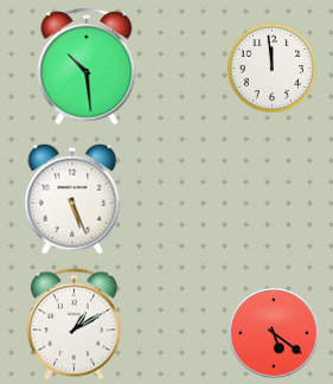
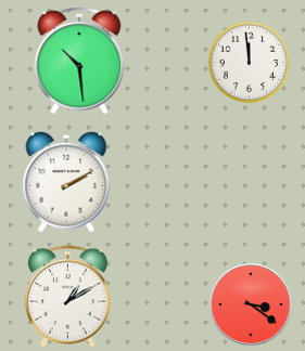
clock at (72, 199): 5:26 -> 2:10
clock at (274, 333): 5:21 -> 3:21
